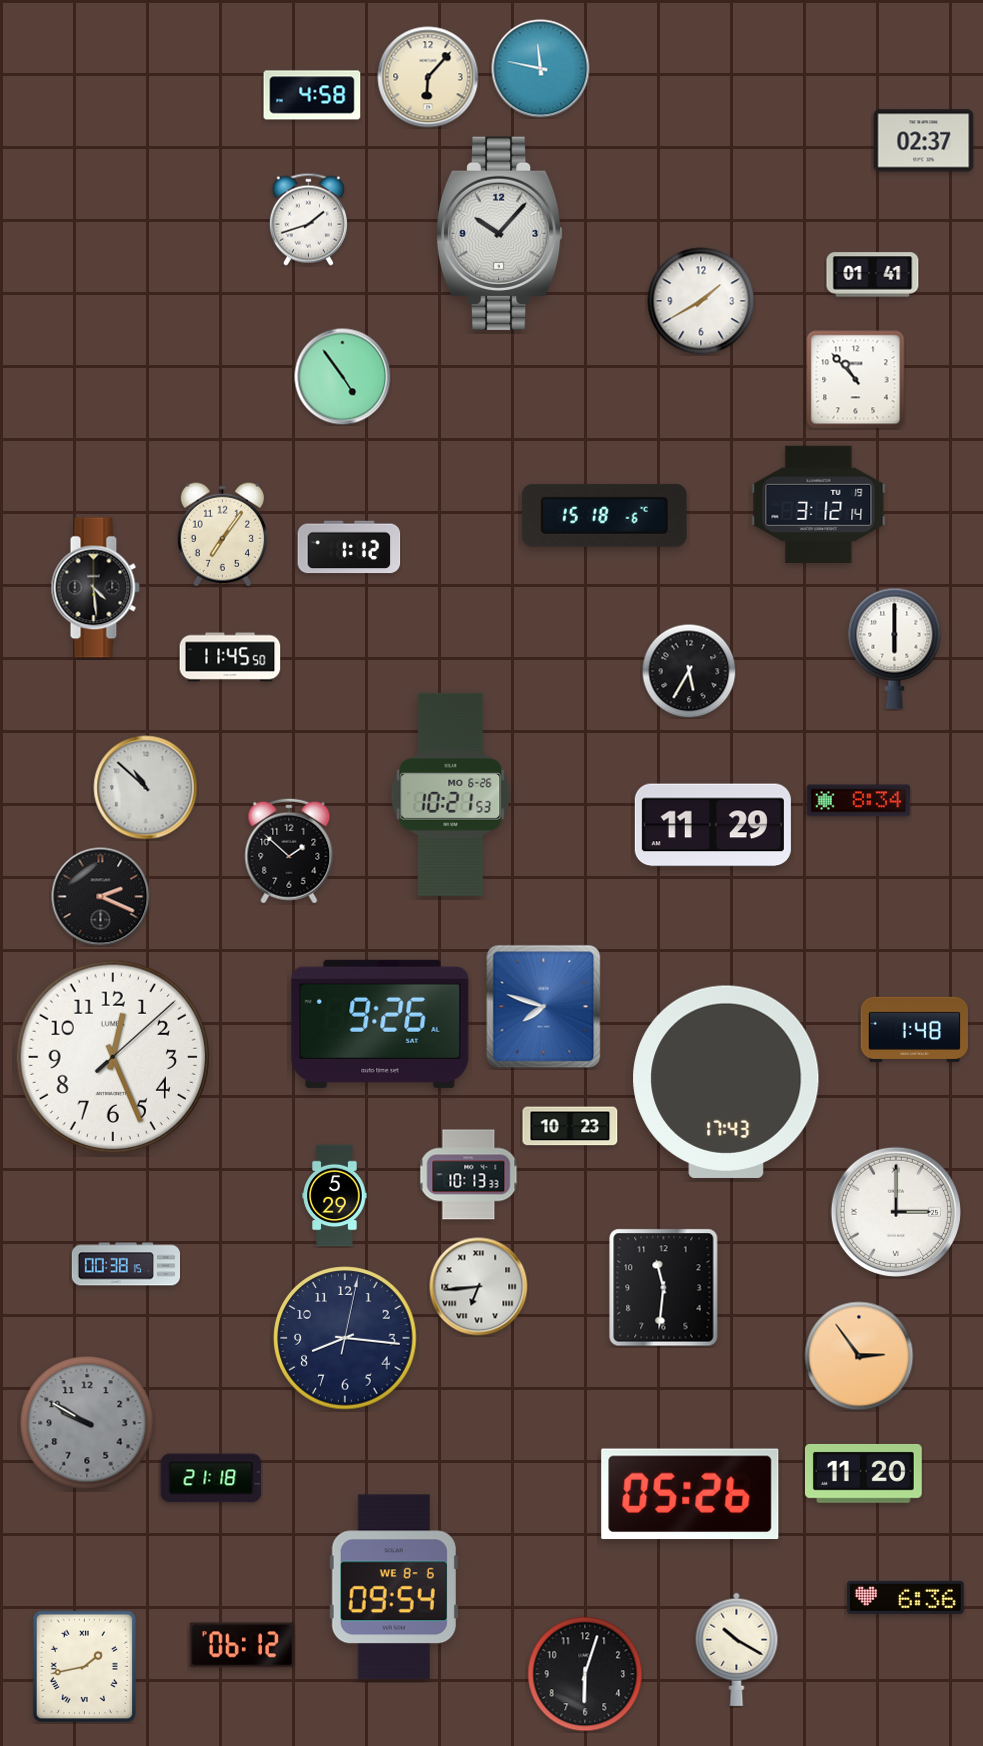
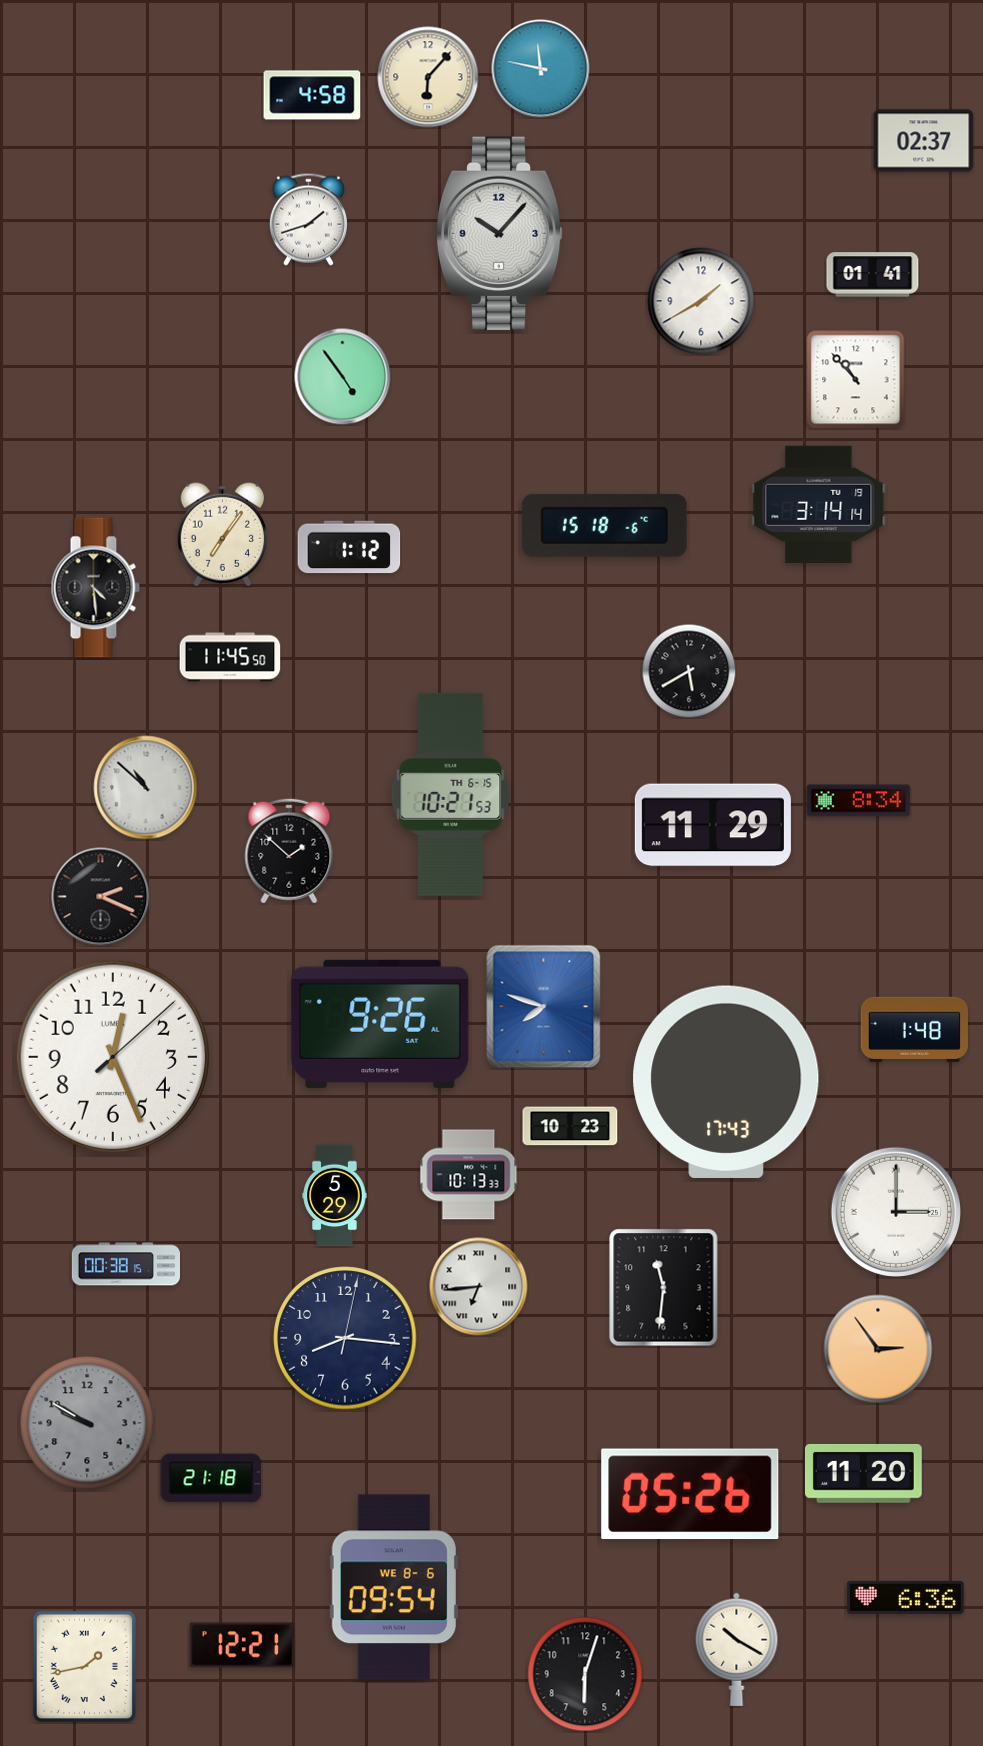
clock at (819, 504): 3:12 -> 3:14
clock at (604, 515) position: (604, 515) -> (604, 525)
clock at (895, 648): 6:00 -> none
clock at (689, 671): 5:35 -> 5:40
clock at (451, 794) date: MO 6-26 -> TH 6-15
clock at (859, 1356) position: (859, 1356) -> (878, 1349)
clock at (242, 1645): 06:12 -> 12:21
